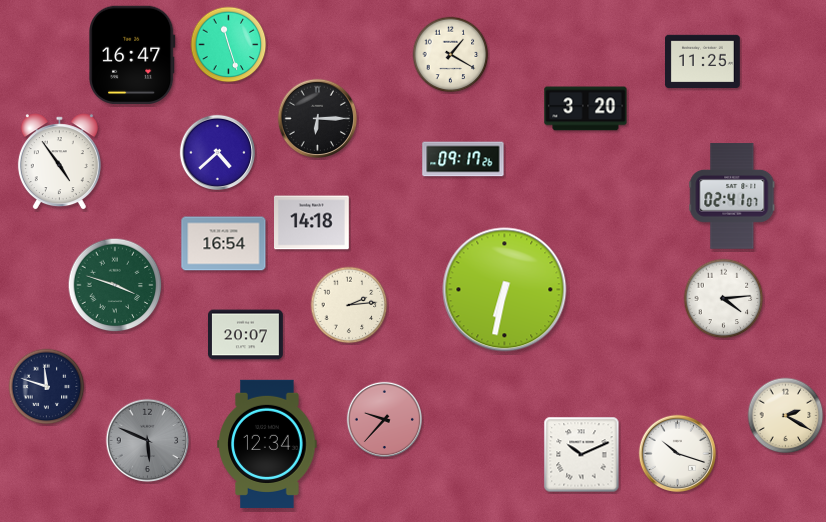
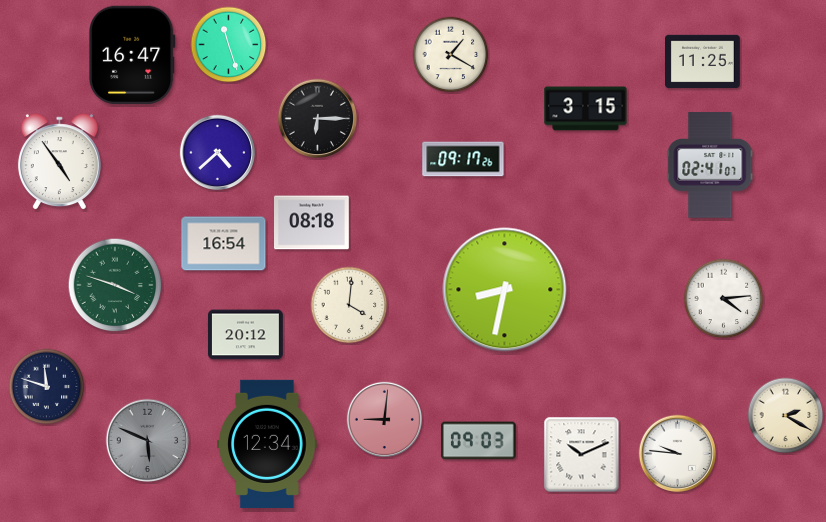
clock at (586, 109): 3:20 -> 3:15
clock at (732, 196) position: (732, 196) -> (710, 165)
clock at (312, 223): 14:18 -> 08:18
clock at (505, 290): 6:32 -> 8:32
clock at (349, 305): 2:14 -> 4:01
clock at (246, 335): 20:07 -> 20:12
clock at (384, 419): 9:37 -> 9:01
clock at (478, 441): none -> 09:03
clock at (678, 454): 10:18 -> 9:46
